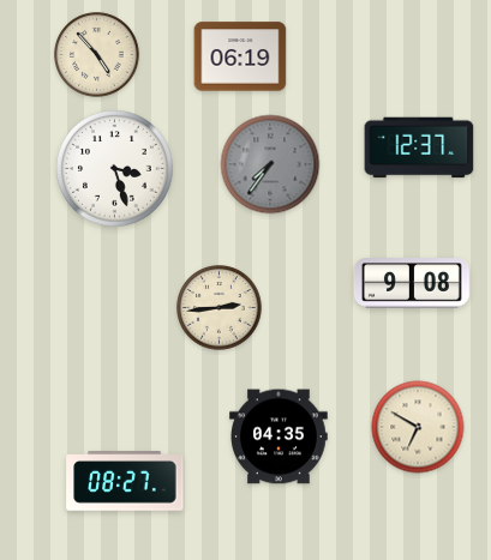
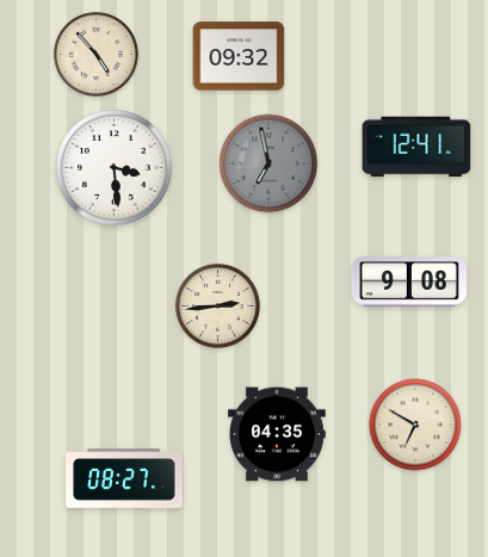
clock at (240, 56): 06:19 -> 09:32
clock at (419, 147): 12:37 -> 12:41
clock at (270, 164): 7:36 -> 6:58
clock at (115, 169): 3:27 -> 3:29
